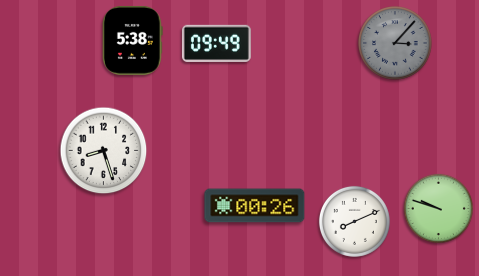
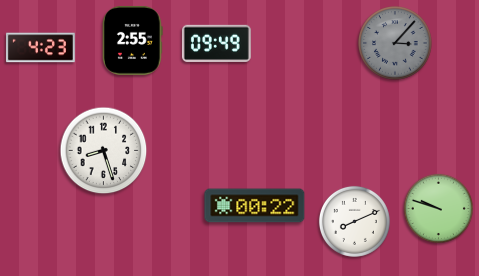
clock at (133, 40): 5:38 -> 2:55
clock at (40, 48): none -> 4:23
clock at (255, 206): 00:26 -> 00:22
